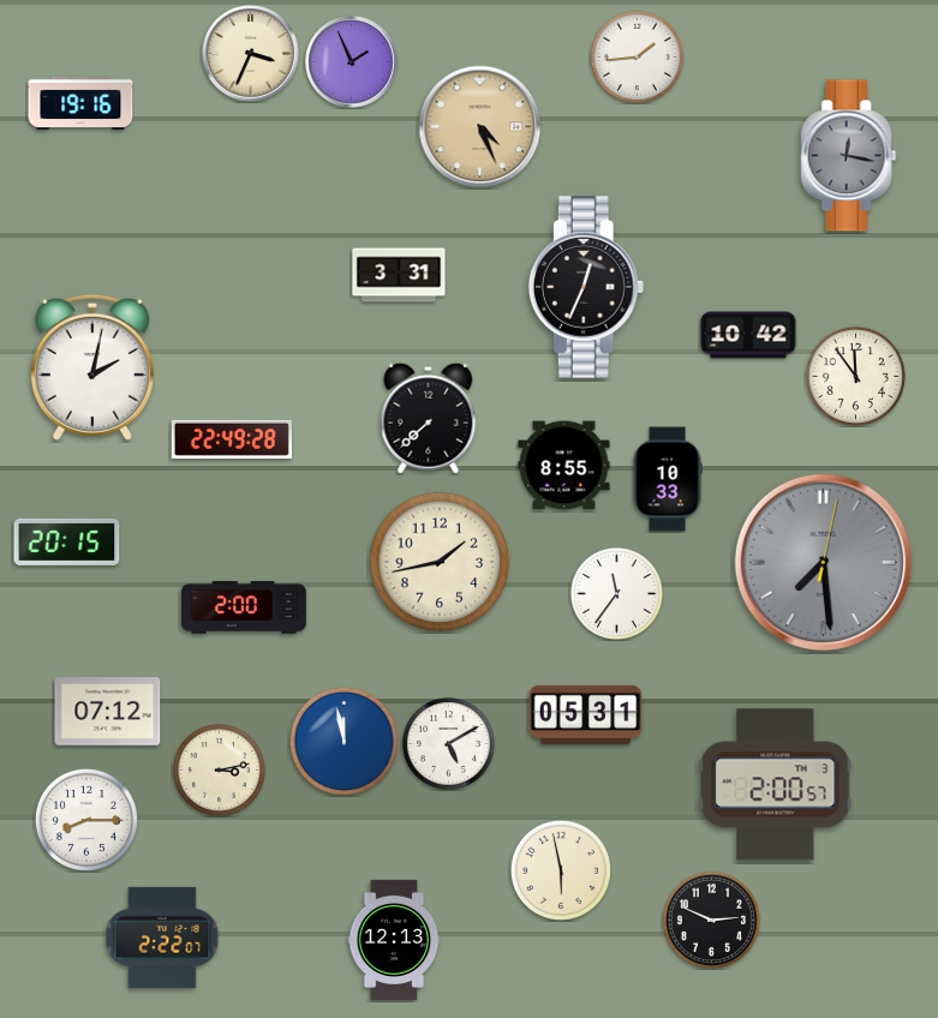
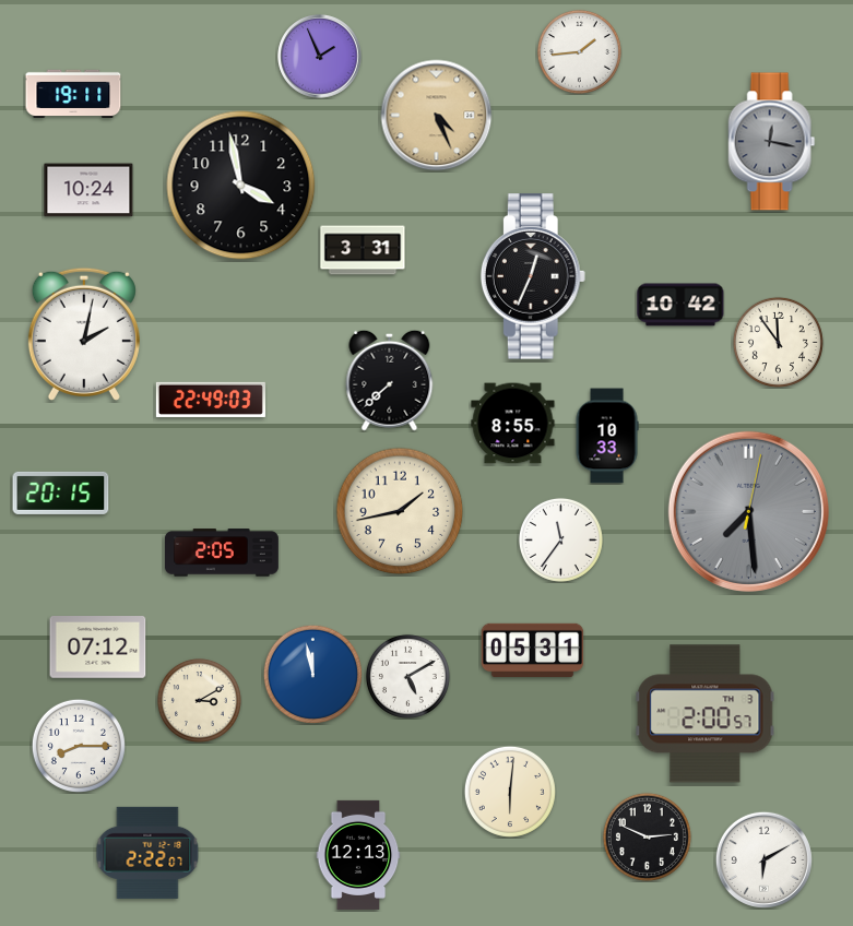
clock at (251, 54): 3:34 -> none
clock at (80, 102): 19:16 -> 19:11
clock at (241, 186): none -> 3:58
clock at (88, 190): none -> 10:24
clock at (586, 287) position: (586, 287) -> (533, 276)
clock at (232, 438): 22:49:28 -> 22:49:03
clock at (244, 607): 2:00 -> 2:05
clock at (219, 770): 3:13 -> 3:10
clock at (561, 870): 5:58 -> 6:01
clock at (763, 859): none -> 6:10
